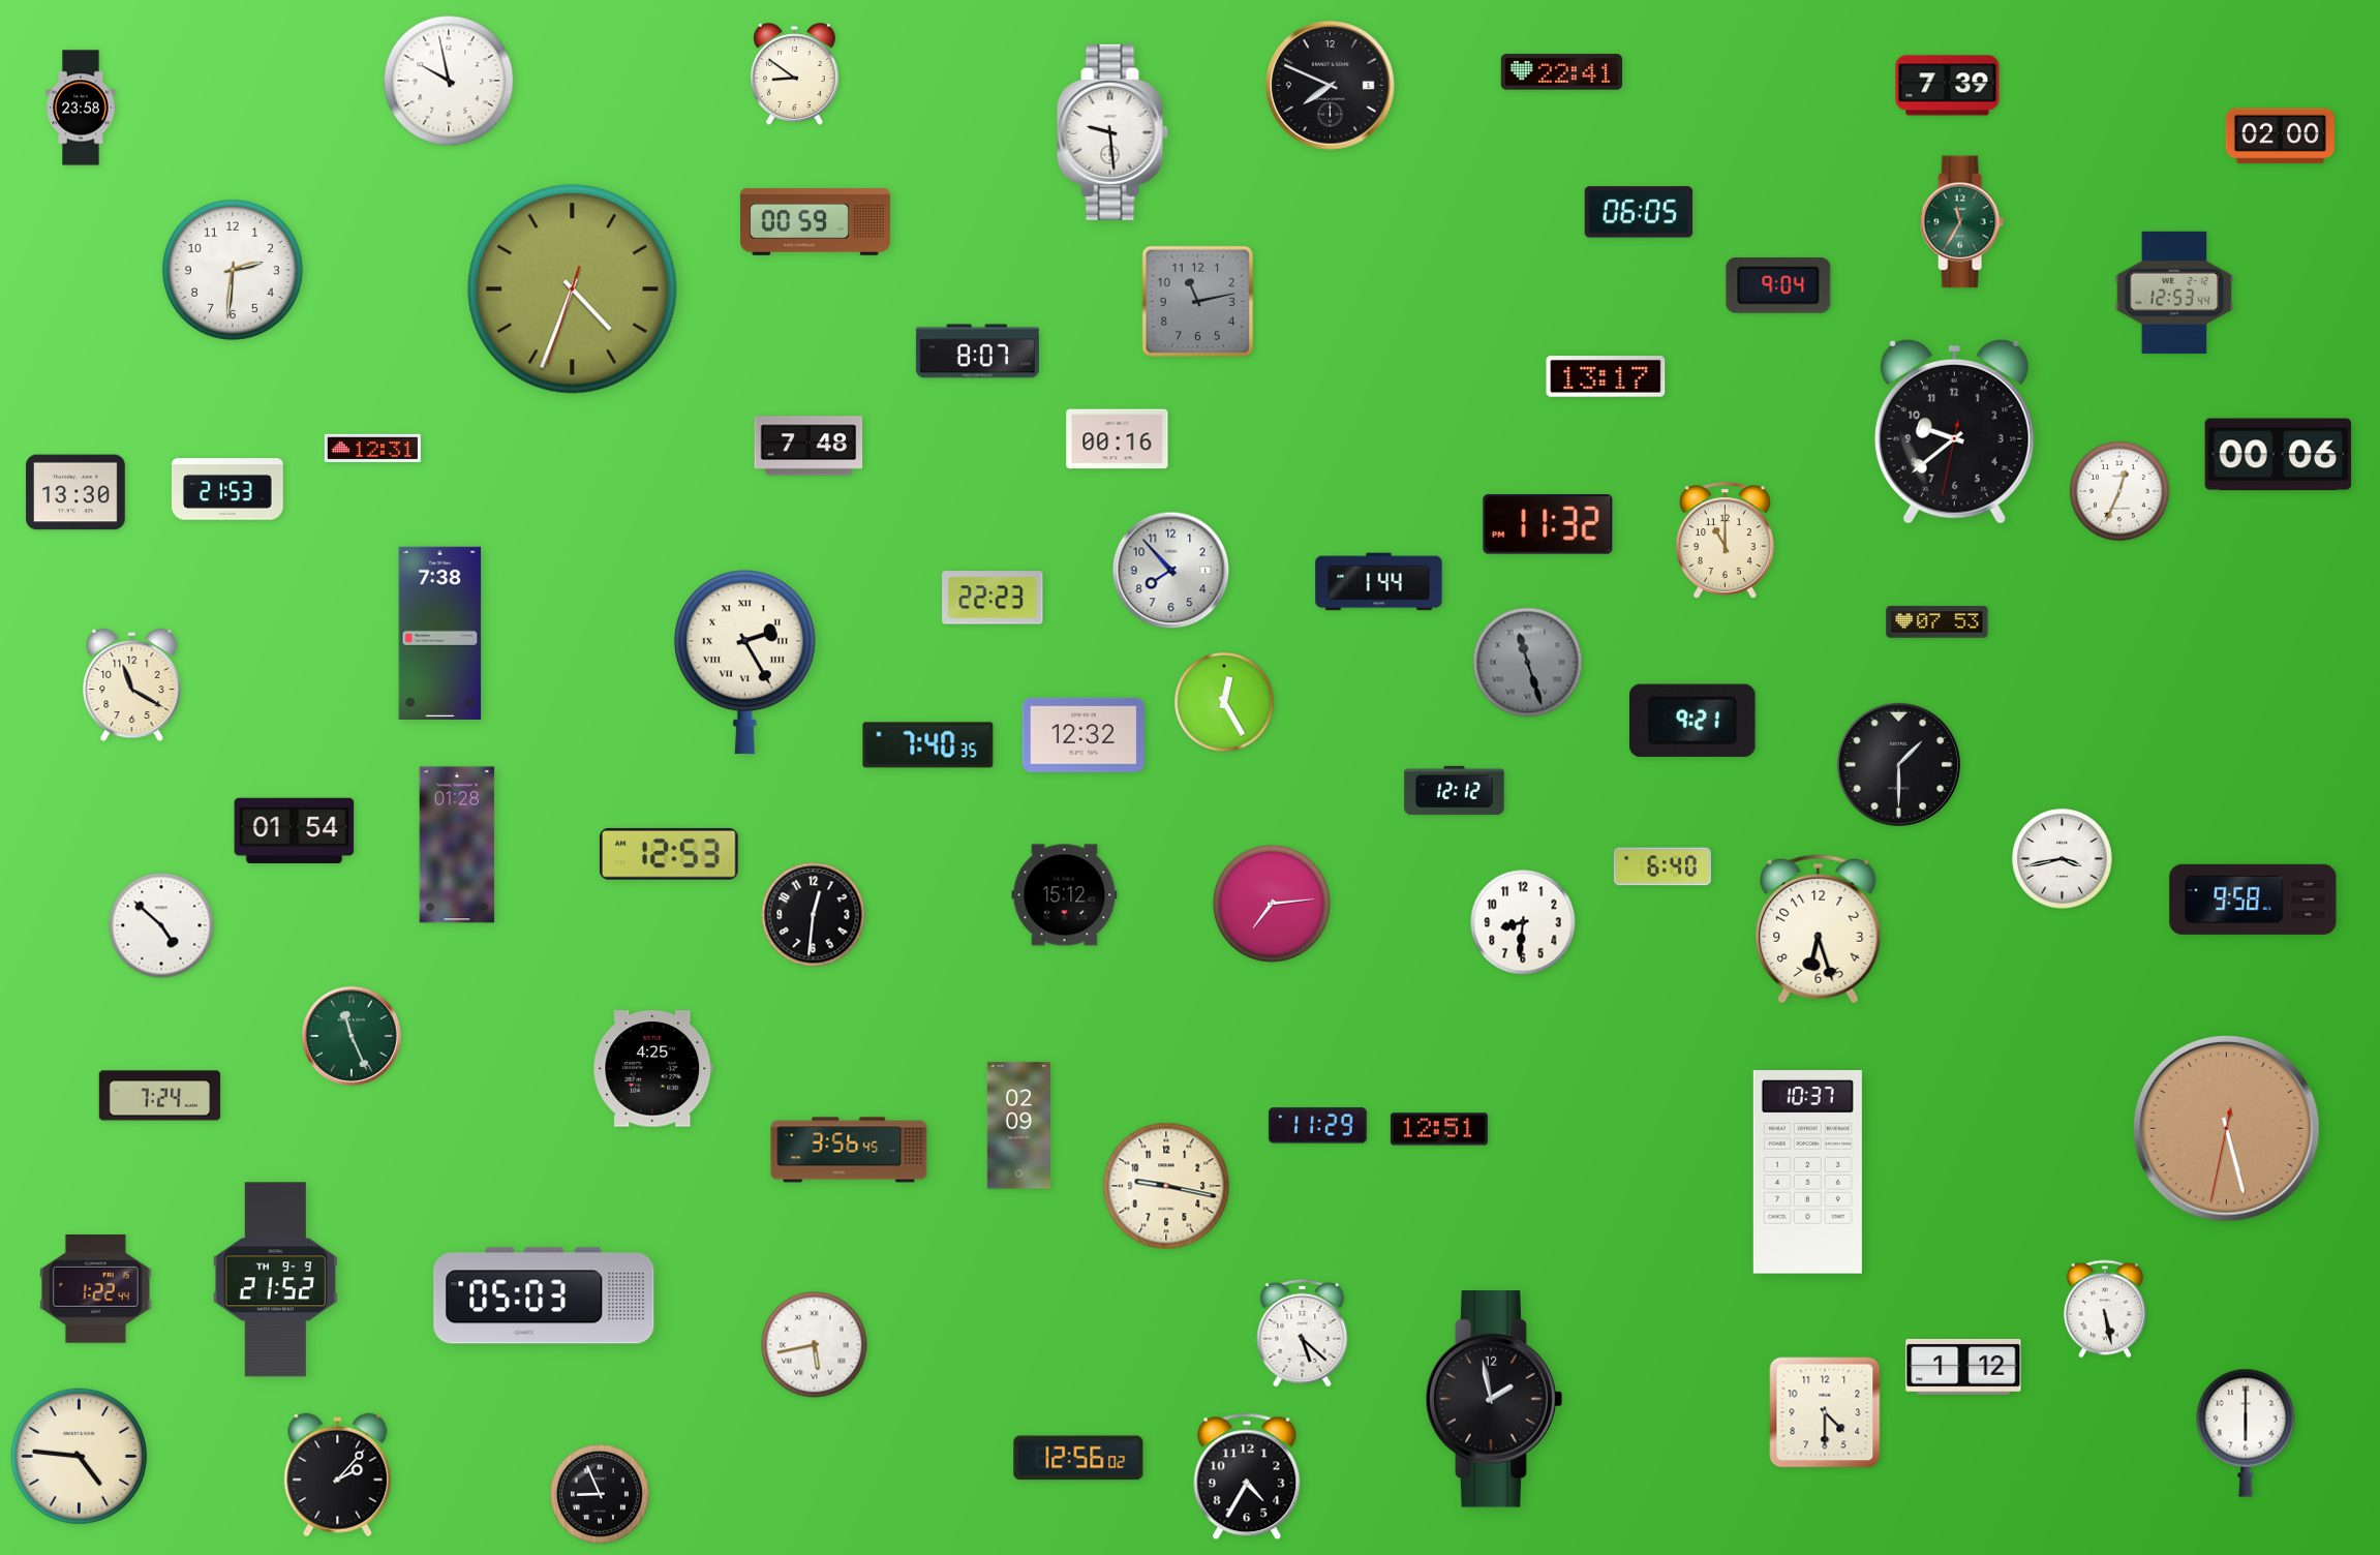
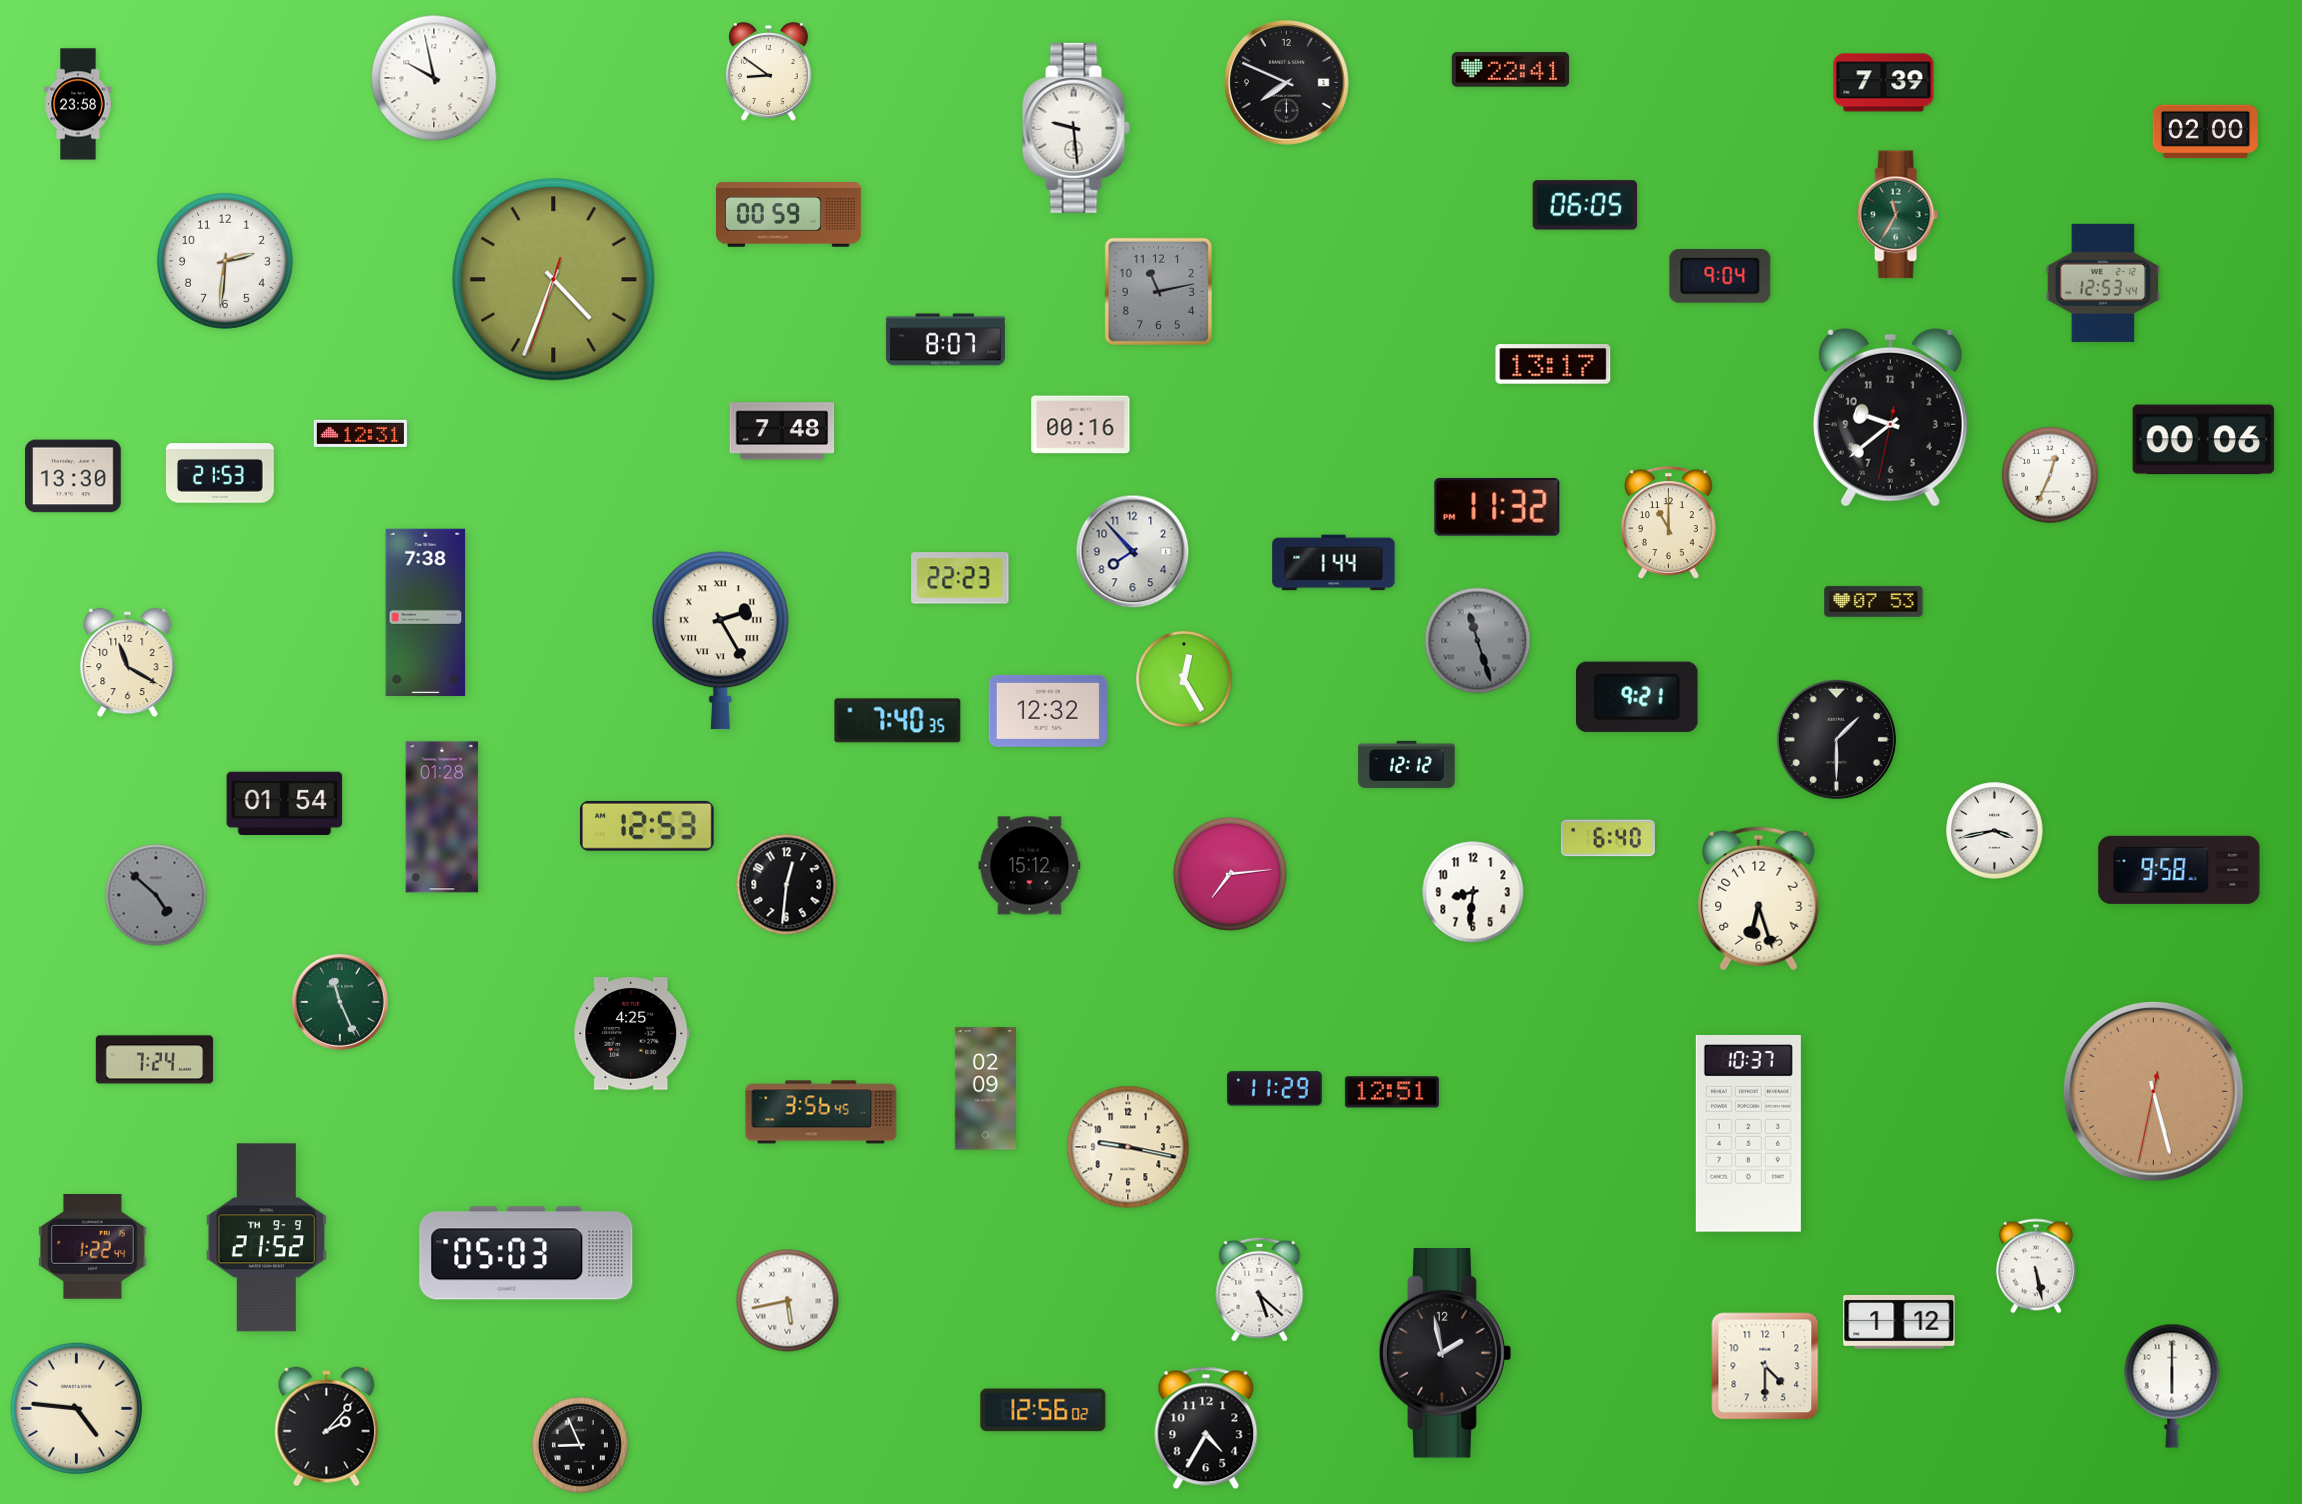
clock at (161, 925) dial: white -> grey
